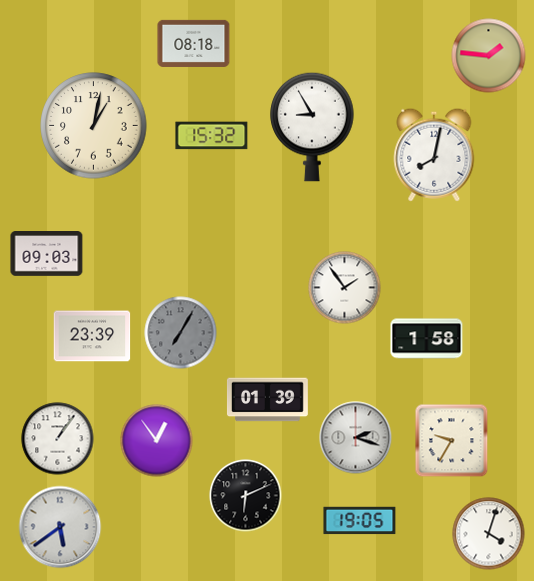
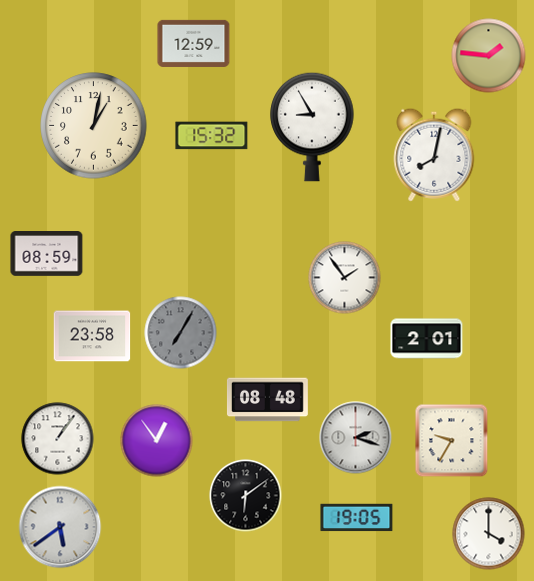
clock at (194, 43): 08:18 -> 12:59
clock at (47, 254): 09:03 -> 08:59
clock at (345, 288) position: (345, 288) -> (345, 278)
clock at (92, 336): 23:39 -> 23:58
clock at (427, 339): 1:58 -> 2:01
clock at (267, 400): 01:39 -> 08:48
clock at (246, 496): 6:11 -> 6:09
clock at (360, 521) position: (360, 521) -> (357, 518)
clock at (489, 534): 4:03 -> 4:00
